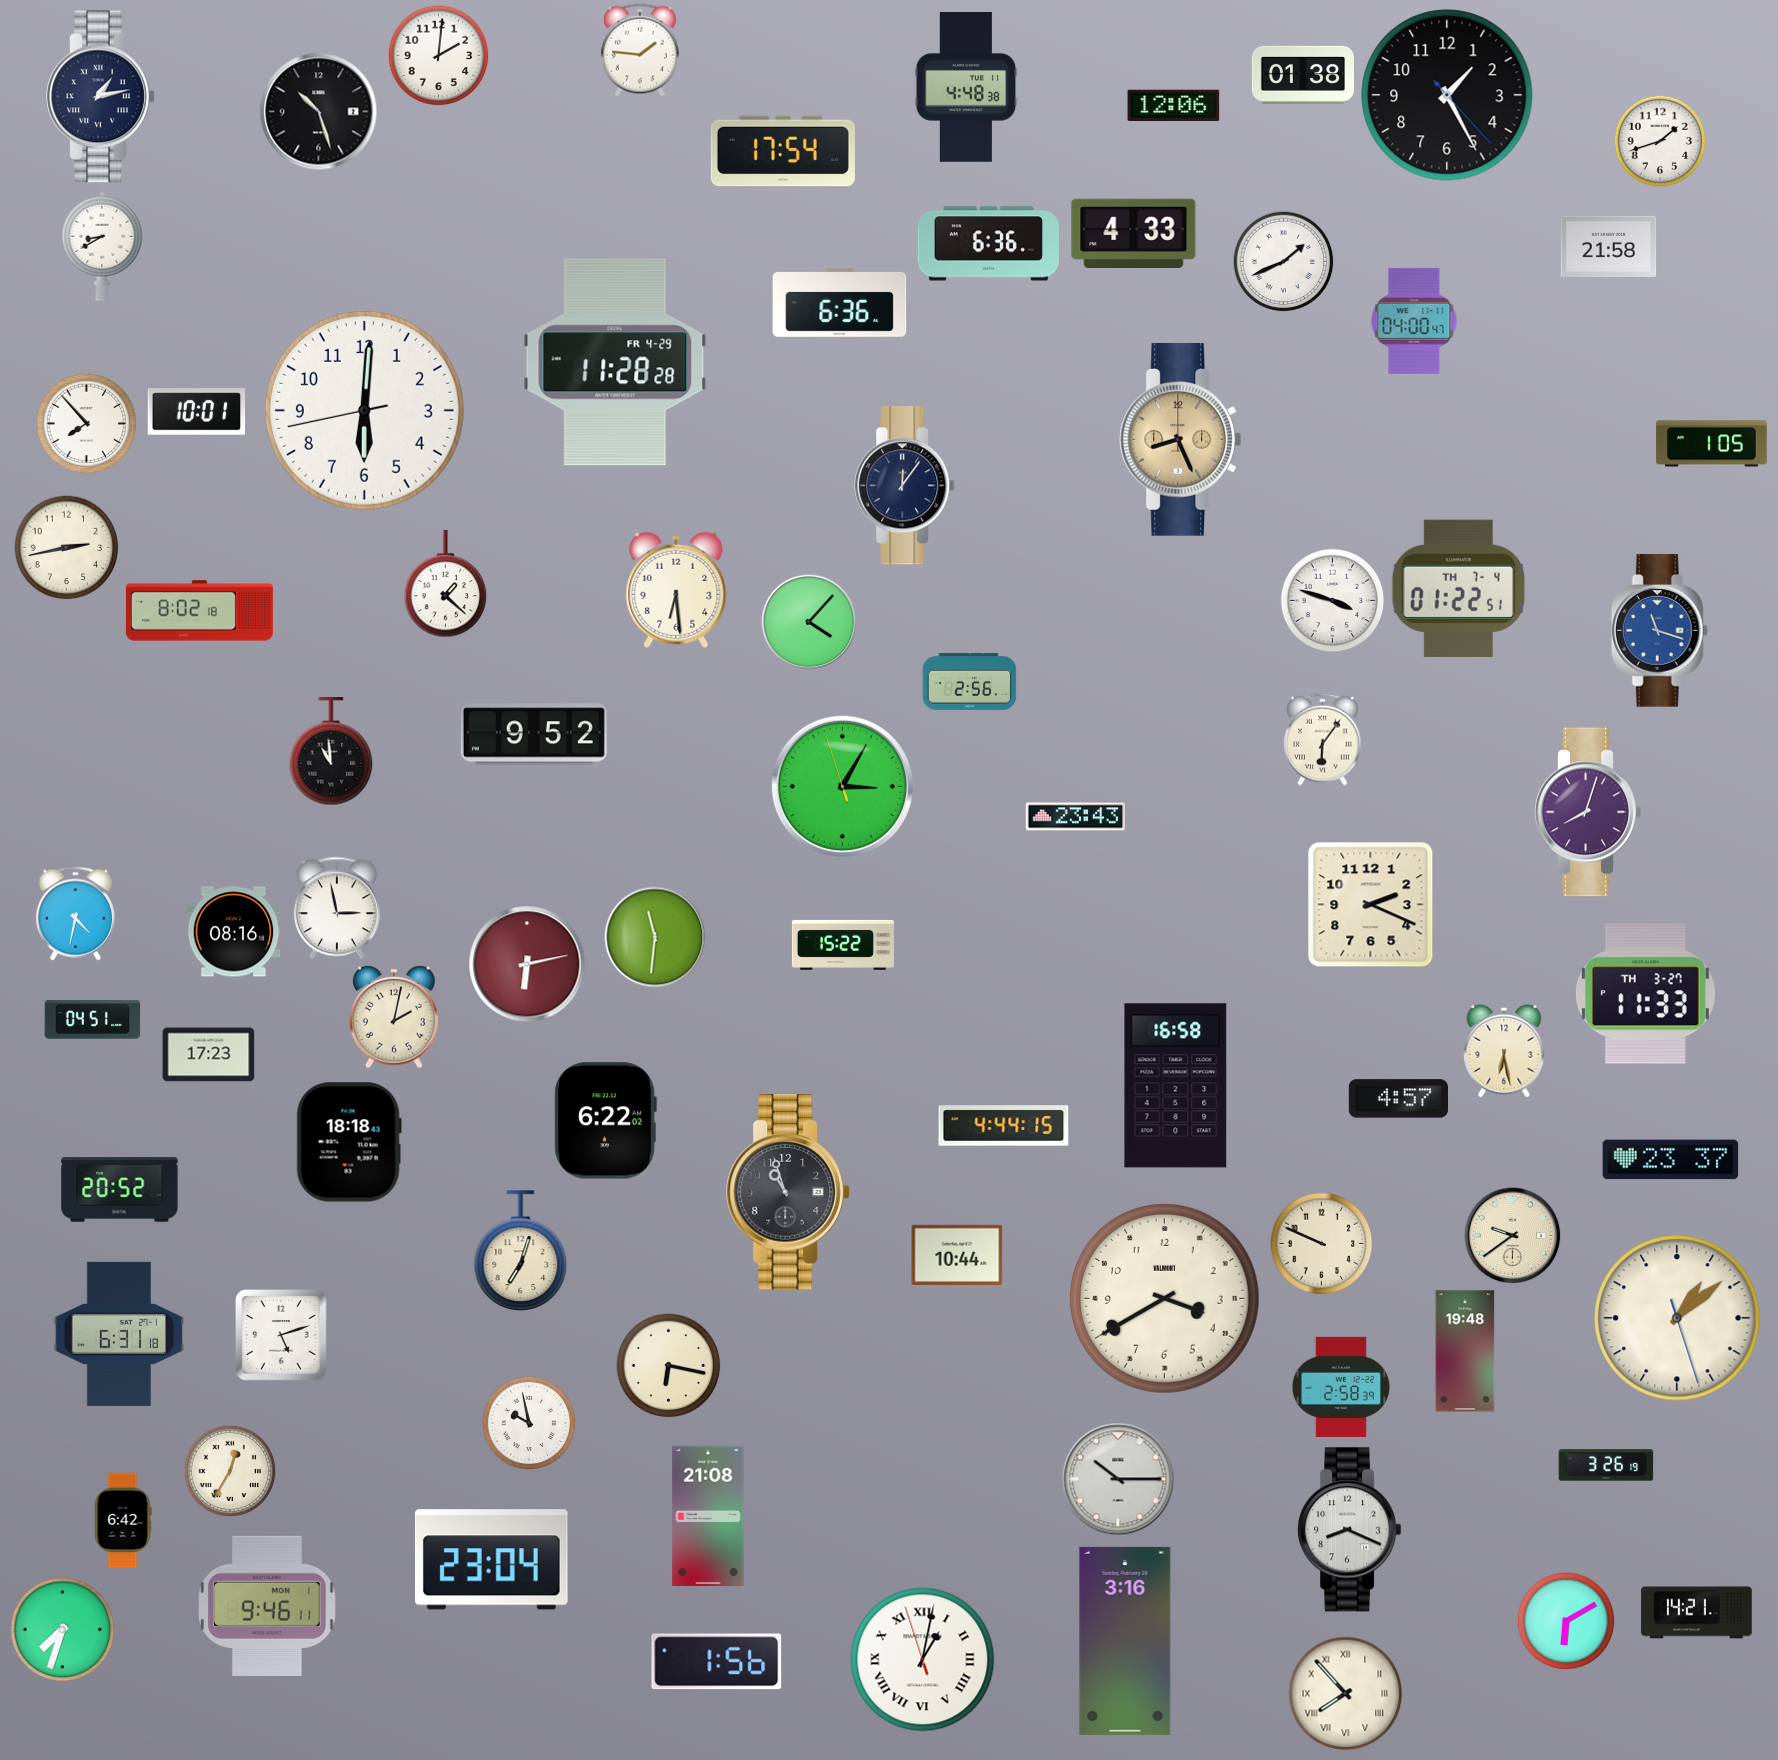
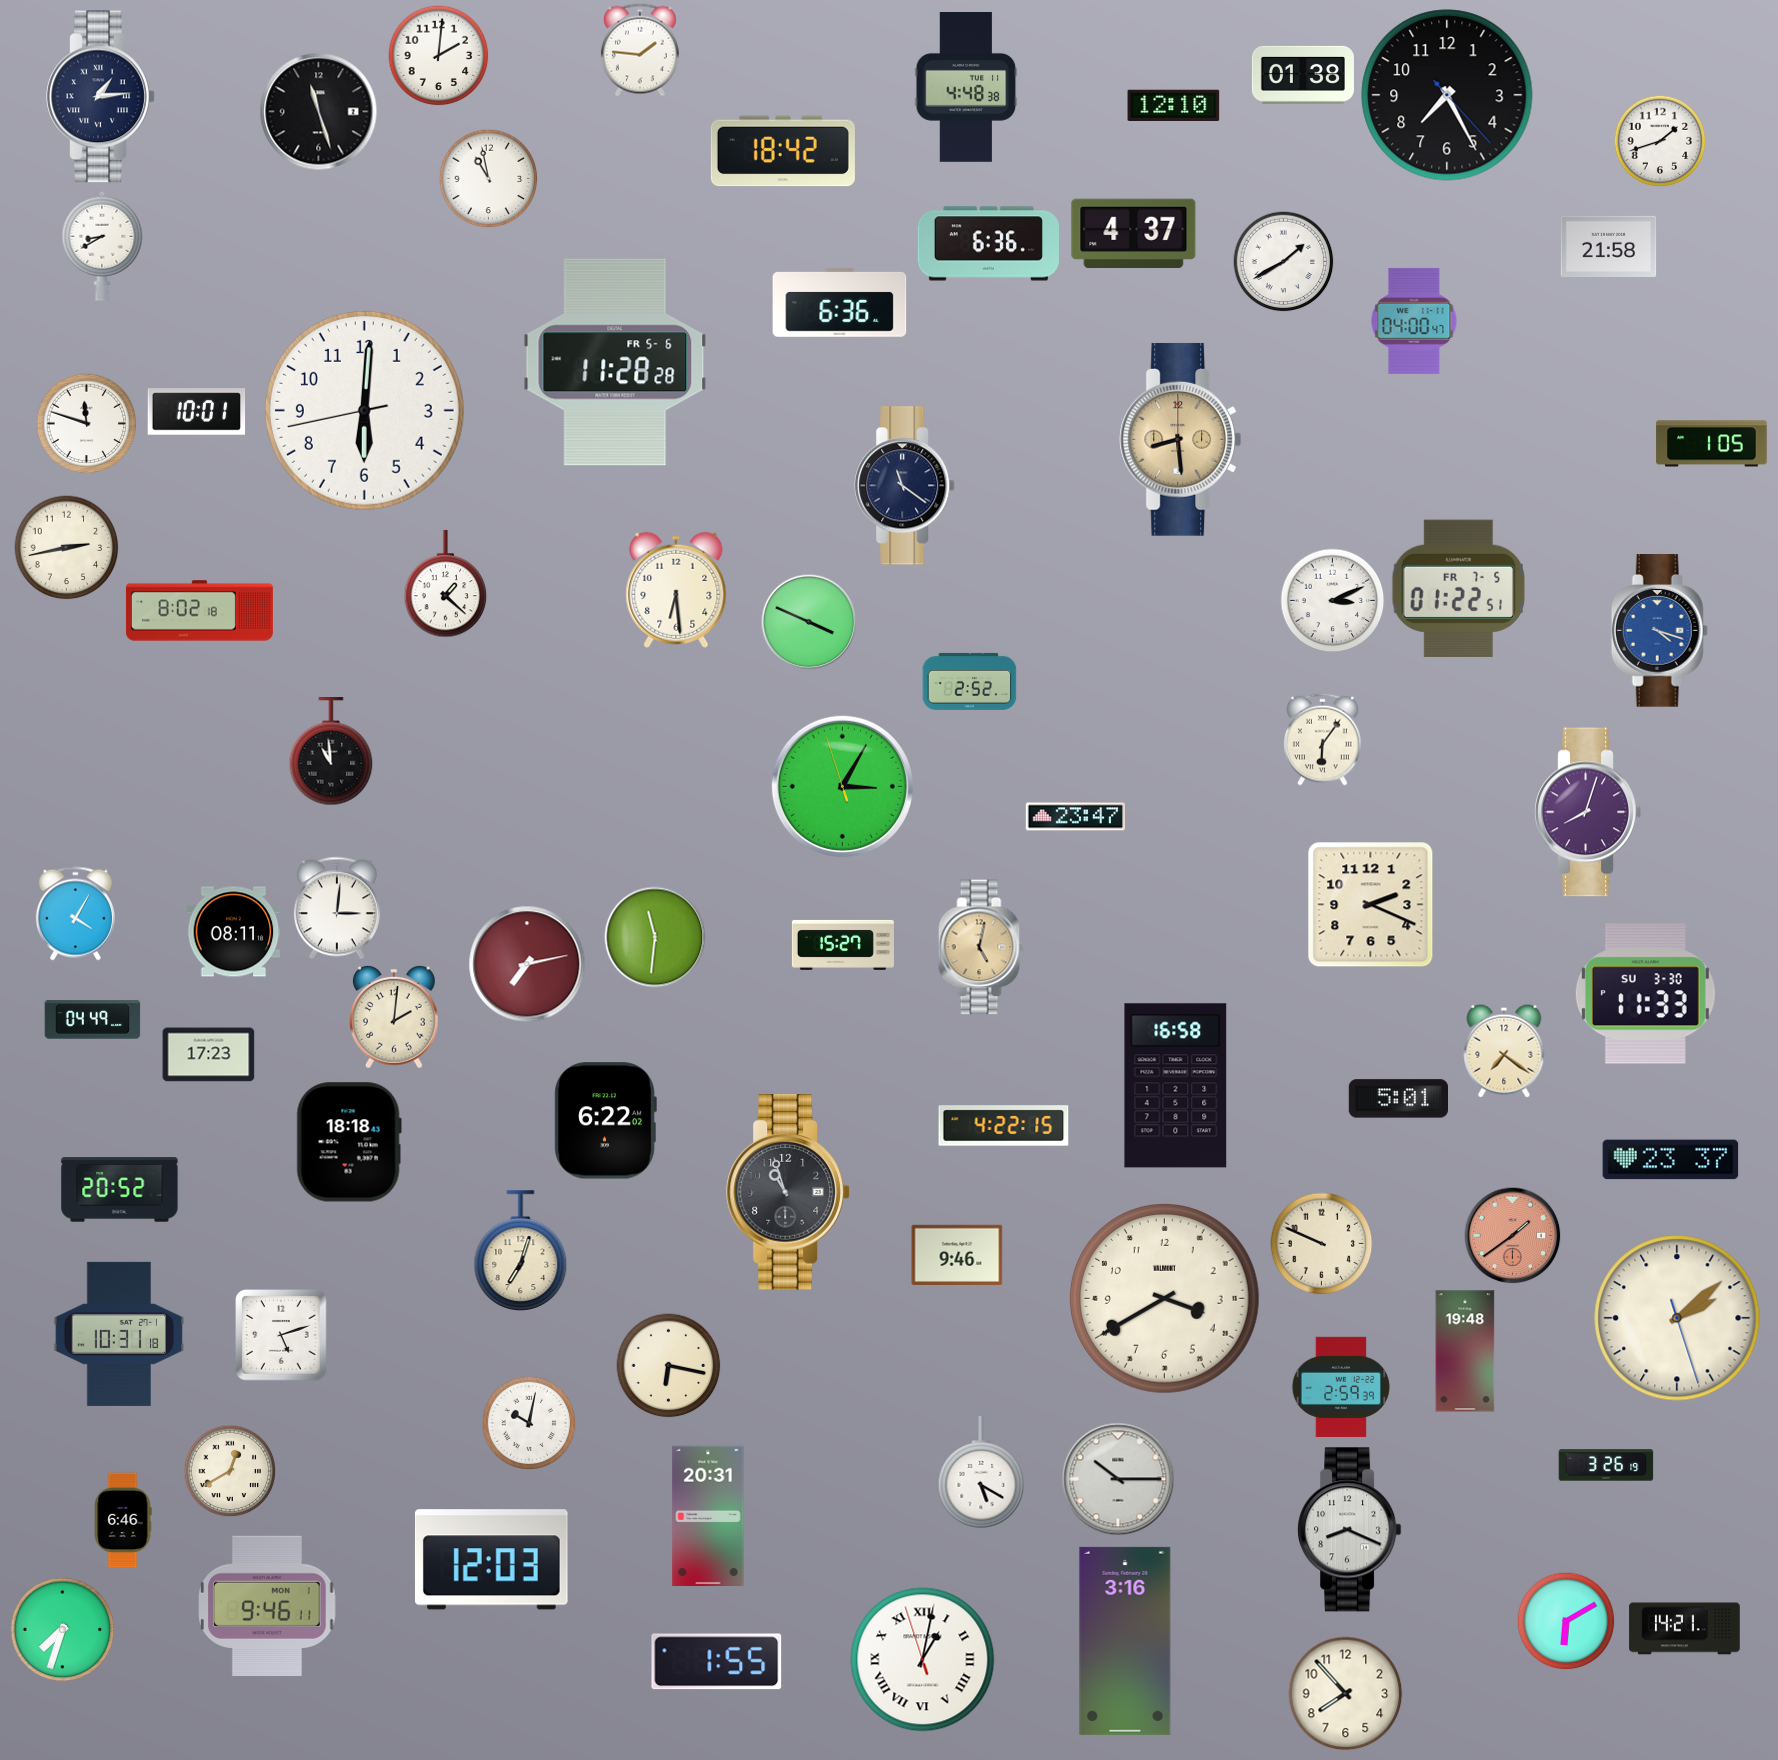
clock at (1447, 95): 1:25 -> 7:25
clock at (101, 97): 1:13 -> 1:14
clock at (1174, 105): 12:06 -> 12:10
clock at (319, 112): 10:27 -> 11:27
clock at (783, 151): 17:54 -> 18:42
clock at (489, 179): none -> 10:58
clock at (1134, 234): 4:33 -> 4:37
clock at (1284, 262): 1:41 -> 1:40
clock at (615, 362) date: FR 4-29 -> FR 5-6
clock at (87, 424): 7:53 -> 11:48
clock at (1181, 439): 8:26 -> 8:29
clock at (905, 486): 12:06 -> 11:21
clock at (1458, 589) date: TH 7-4 -> FR 7-5
clock at (1333, 601): 3:48 -> 3:11
clock at (809, 622): 4:07 -> 3:49
clock at (1659, 631): 11:18 -> 4:18
clock at (970, 681): 2:56 -> 2:52
clock at (534, 734): 9:52 -> none
clock at (1075, 817): 23:43 -> 23:47
clock at (337, 908): 2:58 -> 3:01
clock at (75, 914): 4:32 -> 4:05
clock at (234, 932): 08:16 -> 08:11
clock at (843, 945): 15:22 -> 15:27
clock at (981, 947): none -> 5:02
clock at (527, 964): 6:13 -> 7:13
clock at (1645, 994) date: TH 3-27 -> SU 3-30
clock at (394, 1017): 2:02 -> 2:01
clock at (93, 1020): 04:51 -> 04:49
clock at (1504, 1051): 6:28 -> 7:21
clock at (1398, 1099): 4:57 -> 5:01
clock at (1004, 1126): 4:44 -> 4:22
clock at (1513, 1236): 9:39 -> 1:39
clock at (1513, 1236) dial: cream -> salmon
clock at (957, 1255): 10:44 -> 9:46
clock at (1677, 1318): 1:08 -> 2:08
clock at (119, 1334): 6:31 -> 10:31
clock at (1341, 1387): 2:58 -> 2:59
clock at (529, 1423): 9:58 -> 10:02
clock at (230, 1471): 12:35 -> 12:40
clock at (981, 1473): none -> 5:20
clock at (708, 1515): 21:08 -> 20:31
clock at (123, 1520): 6:42 -> 6:46
clock at (491, 1560): 23:04 -> 12:03
clock at (1697, 1613) position: (1697, 1613) -> (1685, 1629)
clock at (717, 1662): 1:56 -> 1:55
clock at (1346, 1694) numerals: Roman -> Arabic
